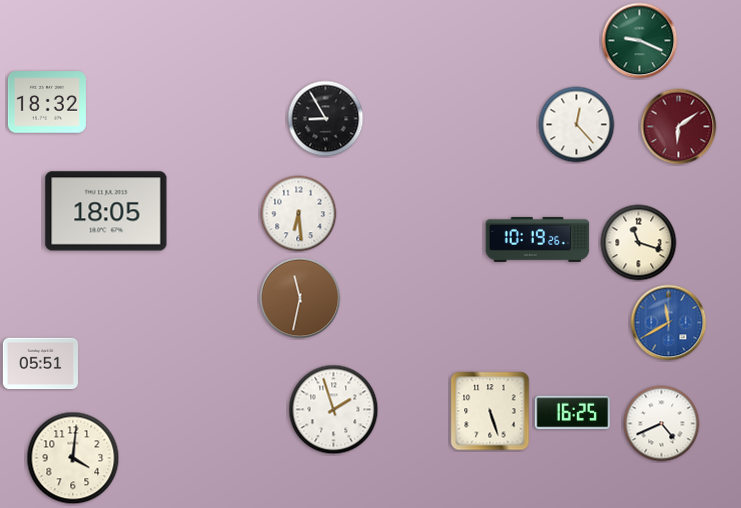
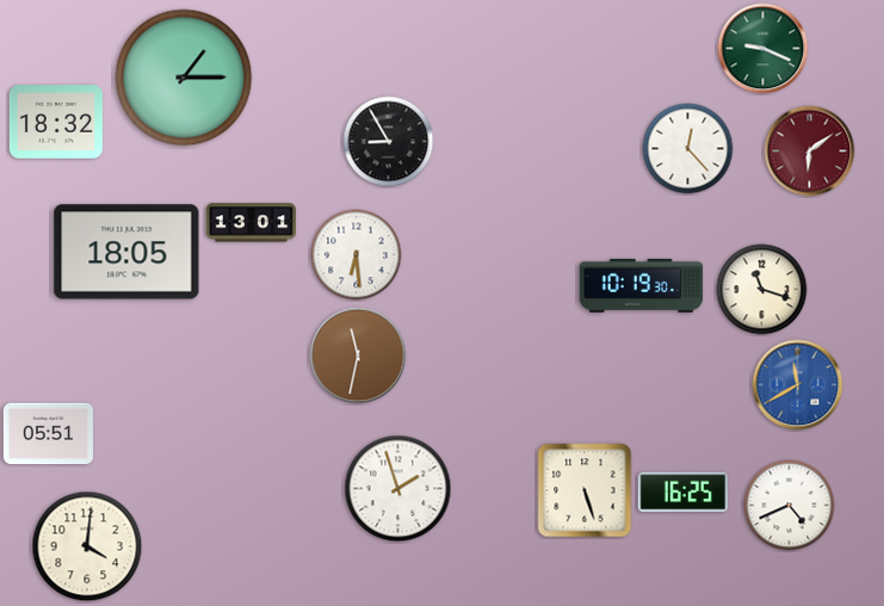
clock at (184, 78): none -> 1:15
clock at (252, 223): none -> 13:01
clock at (538, 239): 10:19:26 -> 10:19:30
